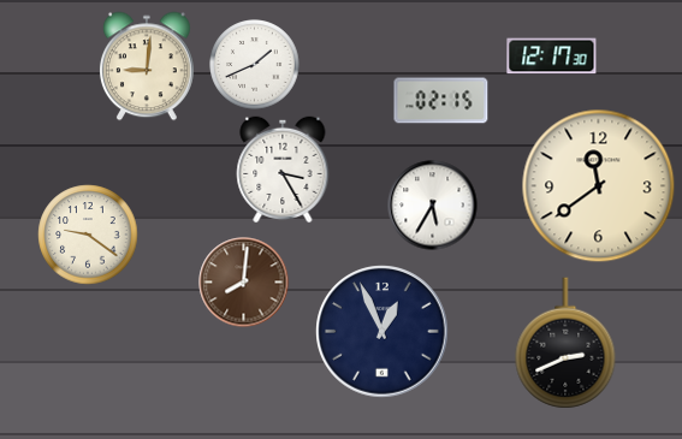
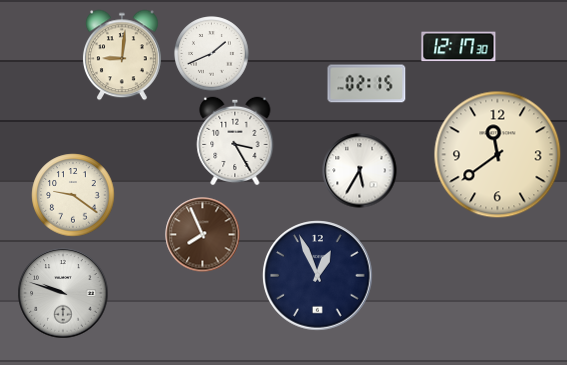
clock at (244, 283): 8:01 -> 7:56
clock at (565, 343): 2:41 -> none
clock at (63, 293): none -> 9:48
